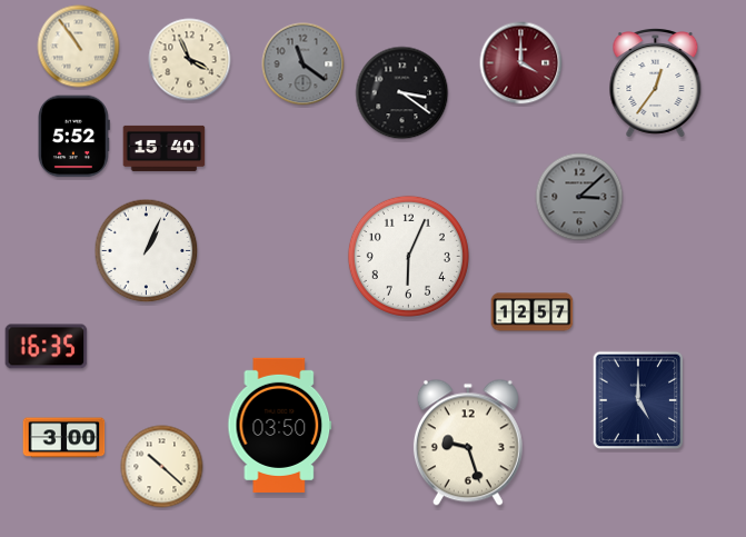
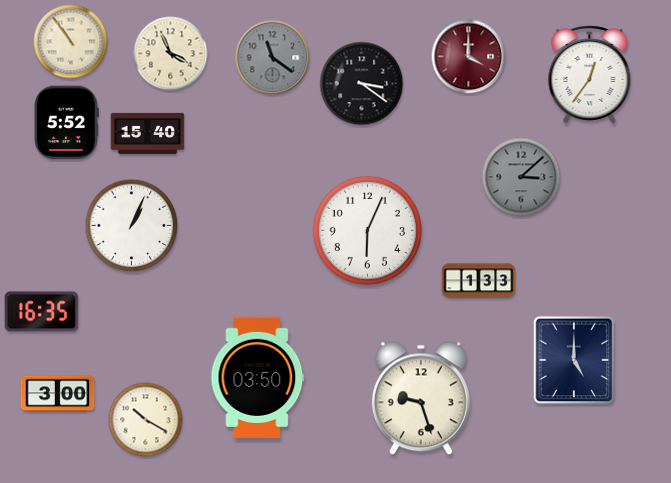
clock at (533, 312): 12:57 -> 1:33
clock at (280, 425) position: (280, 425) -> (258, 377)
clock at (162, 467): 10:22 -> 10:20
